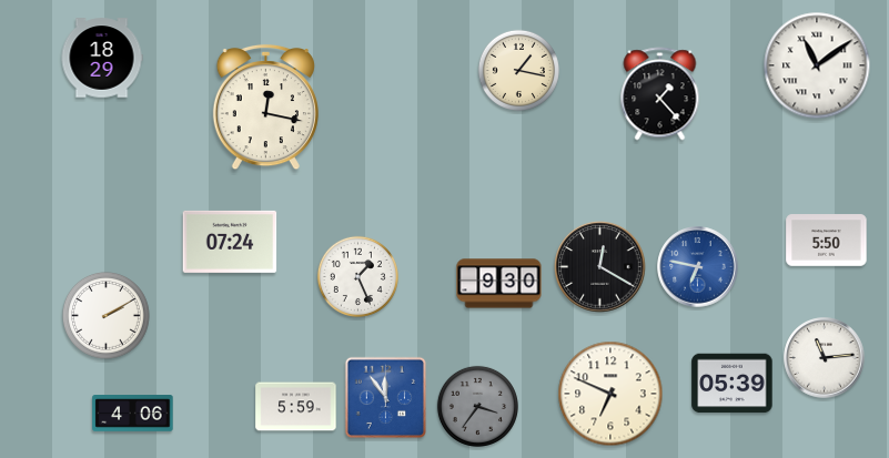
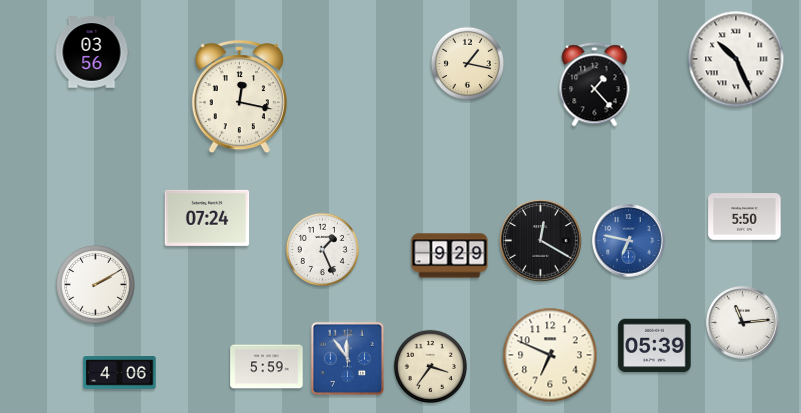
clock at (102, 58): 18:29 -> 03:56
clock at (817, 65): 11:09 -> 10:26
clock at (499, 284): 9:30 -> 9:29
clock at (733, 384) position: (733, 384) -> (655, 346)
clock at (477, 406) dial: grey -> cream
